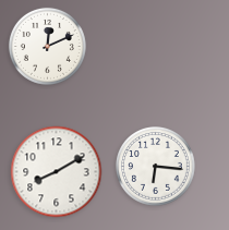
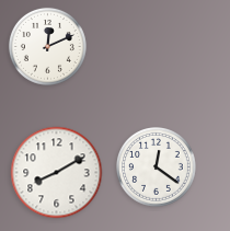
clock at (156, 167): 6:16 -> 12:21
